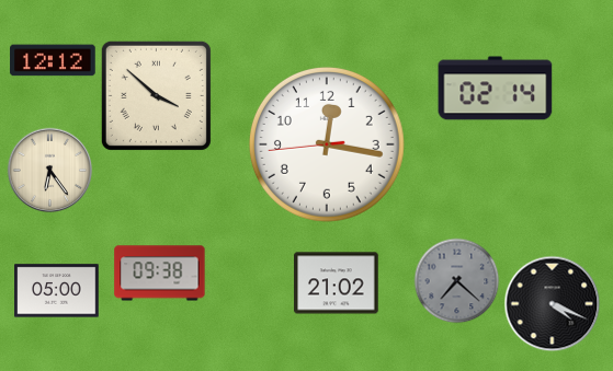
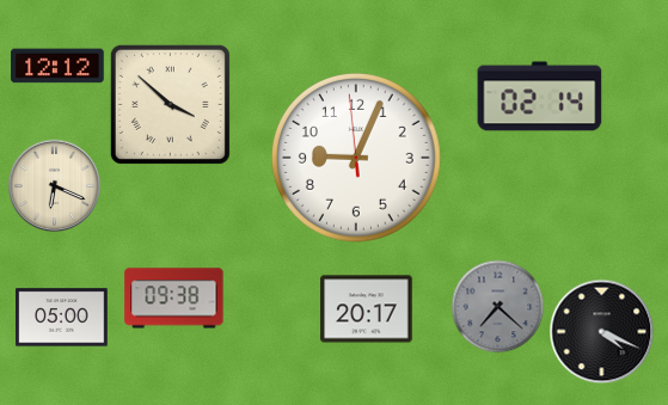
clock at (327, 144): 12:16 -> 9:03
clock at (49, 170): 6:24 -> 6:19
clock at (337, 283): 21:02 -> 20:17
